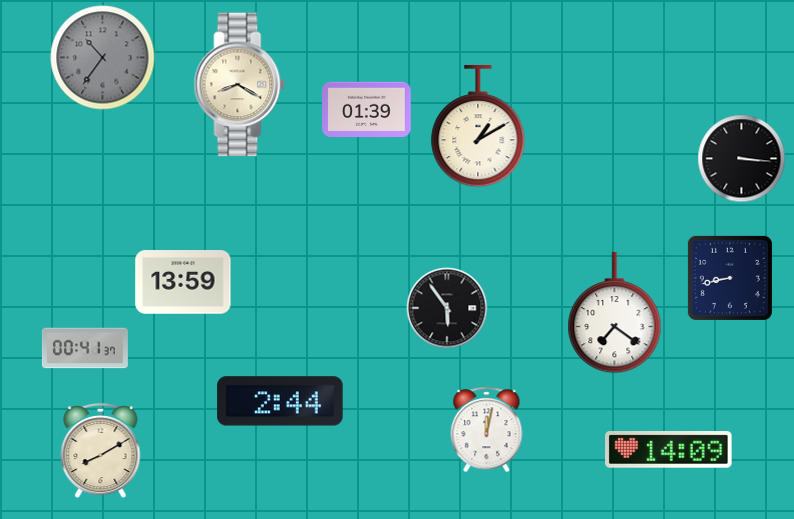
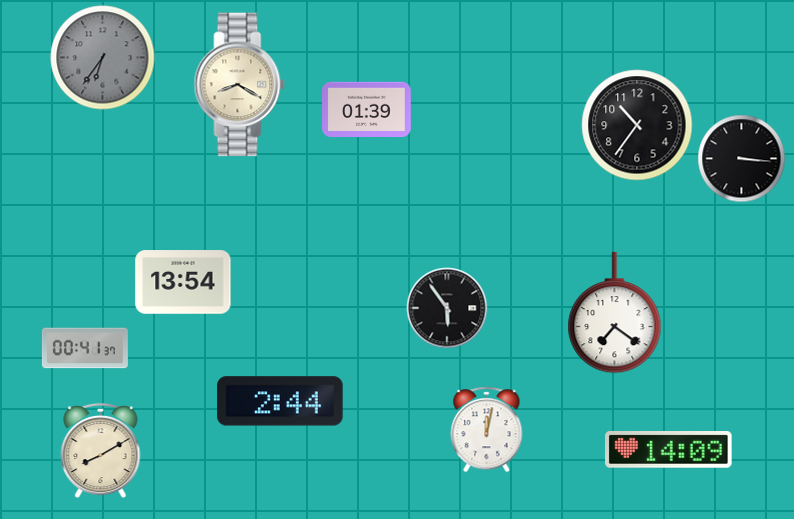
clock at (103, 58): 10:36 -> 6:36
clock at (637, 125): none -> 10:36
clock at (478, 126): 1:10 -> none
clock at (730, 278): 8:43 -> none
clock at (183, 282): 13:59 -> 13:54
